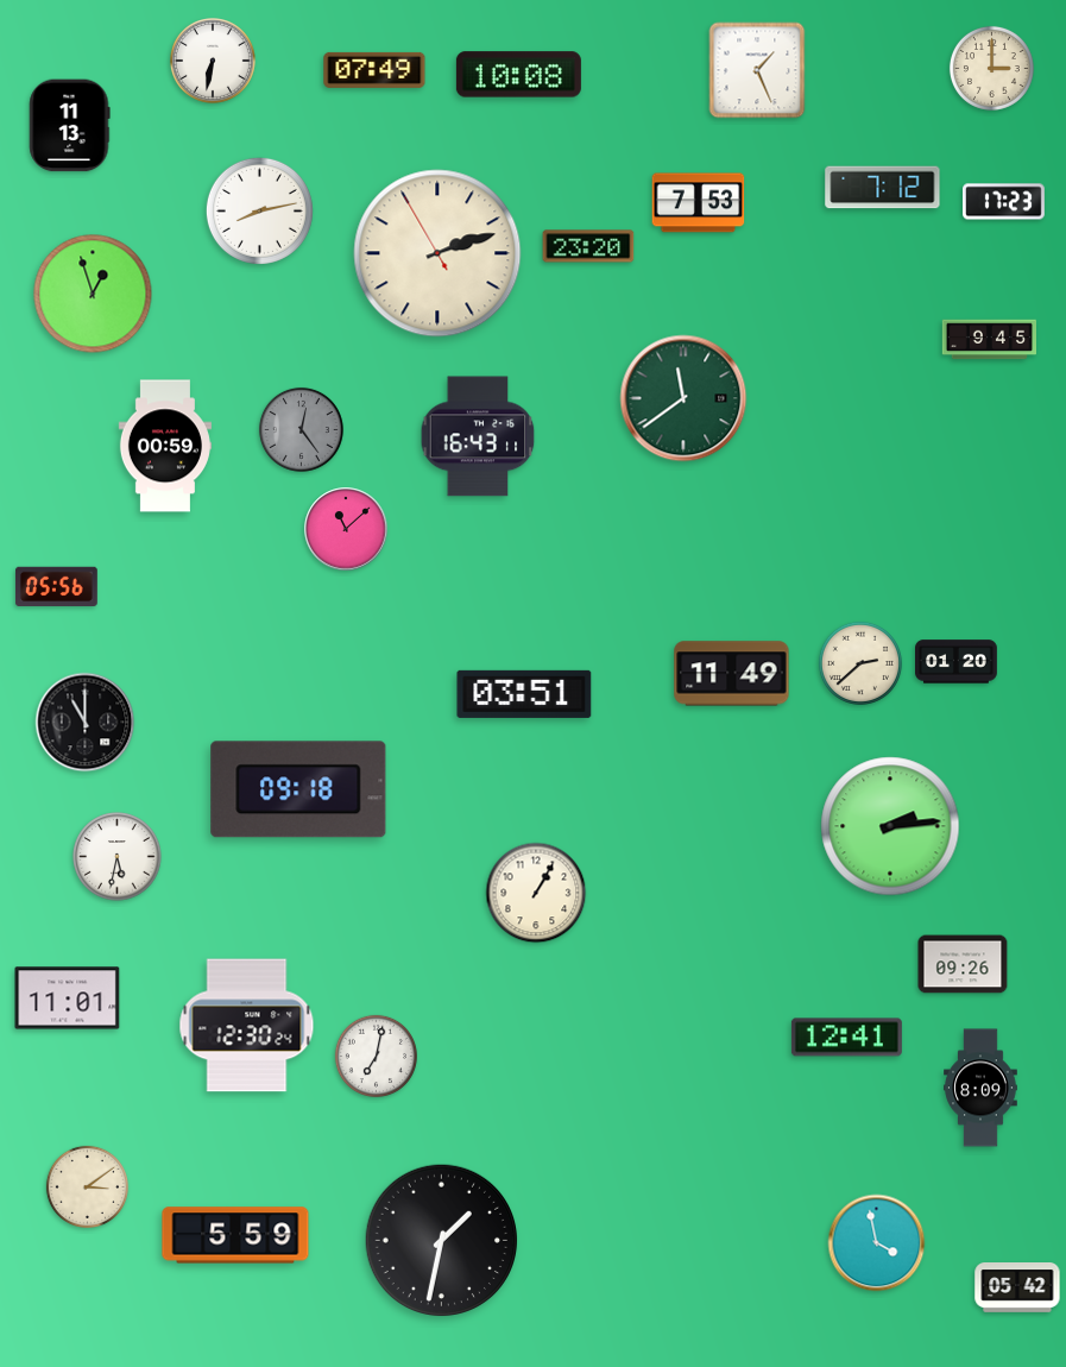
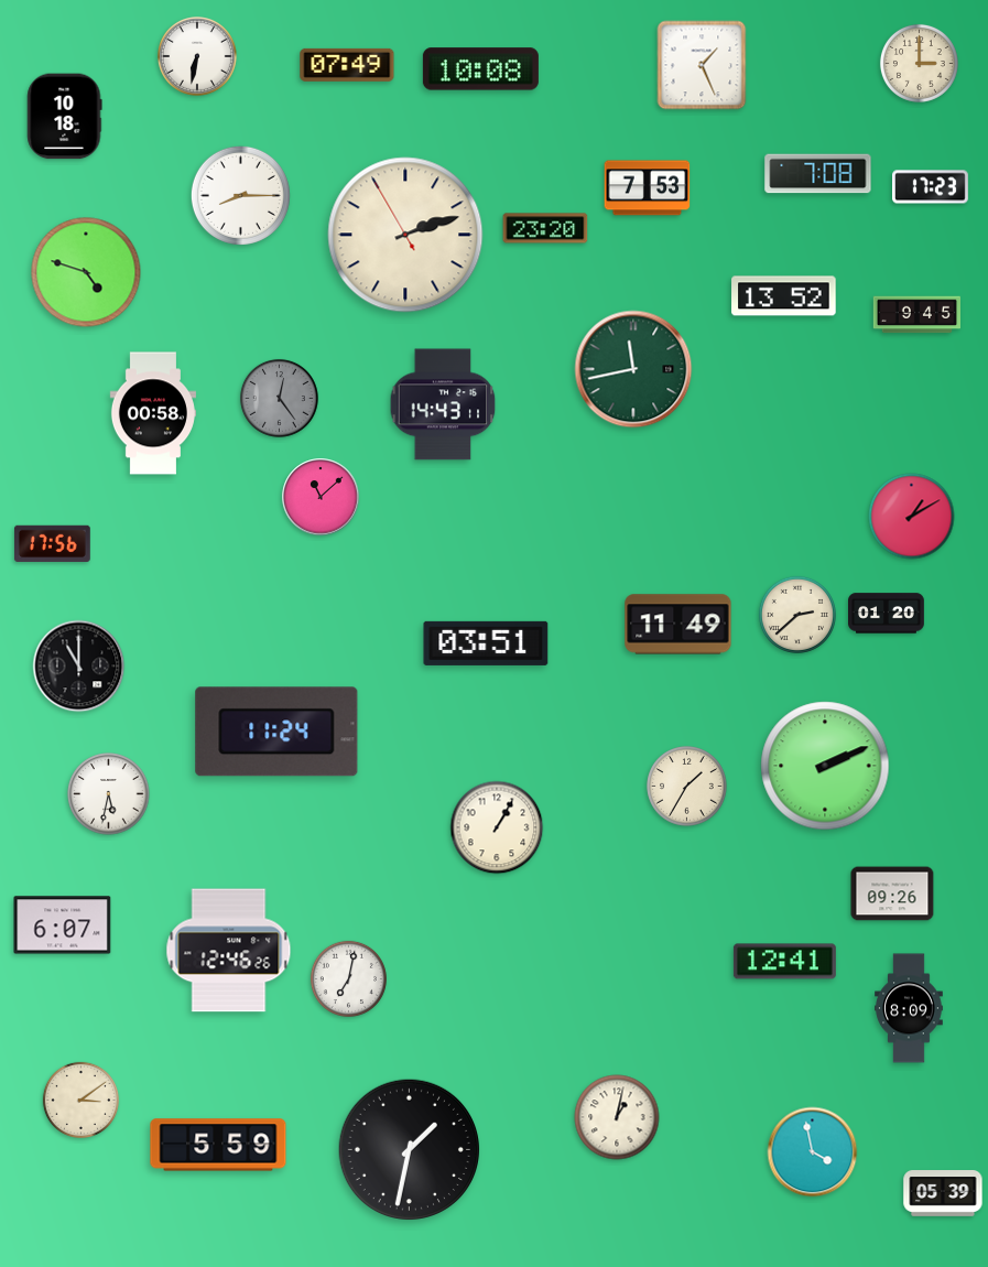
clock at (70, 126): 11:13 -> 10:18
clock at (883, 188): 7:12 -> 7:08
clock at (259, 210): 8:13 -> 8:15
clock at (93, 294): 12:57 -> 4:48
clock at (784, 296): none -> 13:52
clock at (683, 398): 11:39 -> 11:43
clock at (478, 436): 16:43 -> 14:43
clock at (165, 446): 00:59 -> 00:58
clock at (346, 529) position: (346, 529) -> (321, 497)
clock at (912, 517): none -> 1:10
clock at (56, 586): 05:56 -> 17:56
clock at (86, 723) position: (86, 723) -> (79, 667)
clock at (298, 789): 09:18 -> 11:24
clock at (890, 826): 2:14 -> 2:11
clock at (687, 787): none -> 1:35
clock at (68, 999): 11:01 -> 6:07
clock at (247, 1026): 12:30 -> 12:46
clock at (617, 1117): none -> 1:02
clock at (1017, 1289): 05:42 -> 05:39
